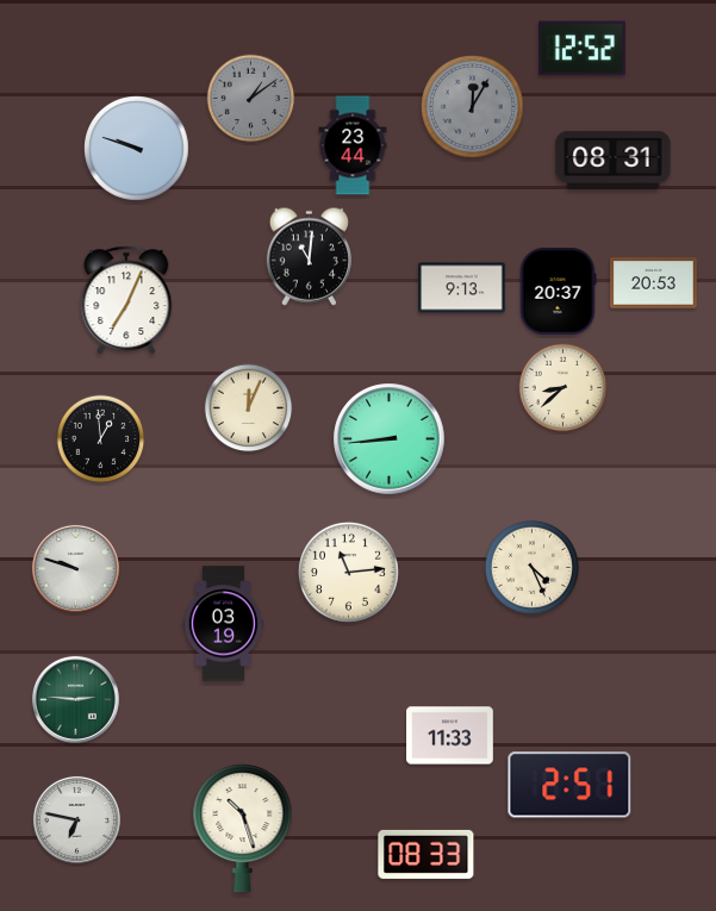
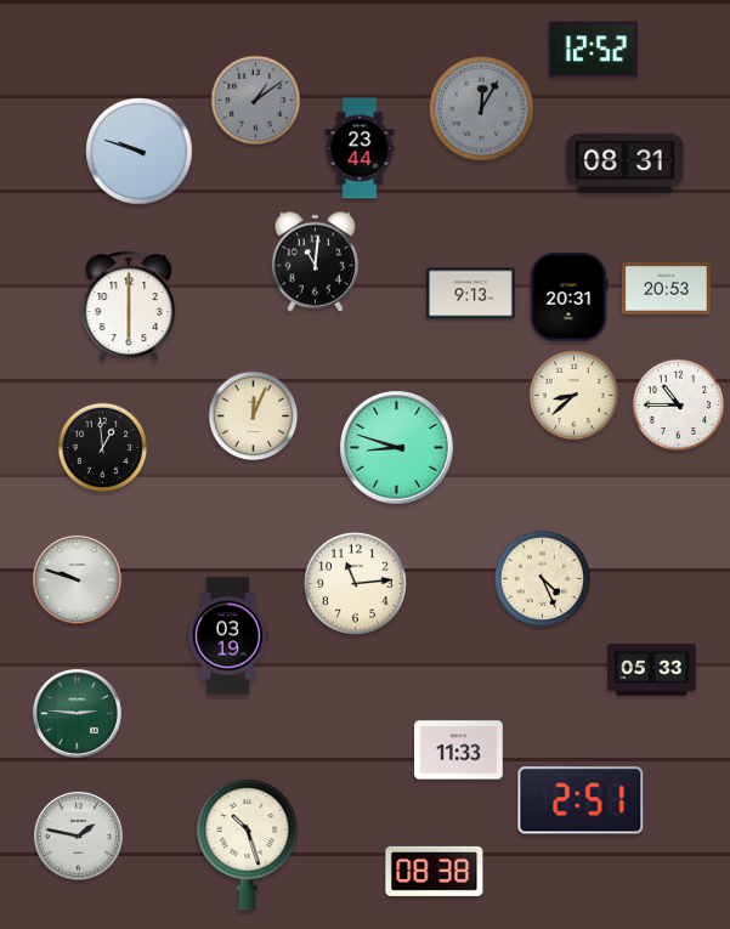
clock at (558, 292): 20:37 -> 20:31
clock at (126, 300): 7:04 -> 6:00
clock at (679, 406): none -> 10:45
clock at (390, 439): 8:44 -> 8:48
clock at (652, 670): none -> 05:33
clock at (76, 819): 6:47 -> 1:47
clock at (427, 854): 08:33 -> 08:38
